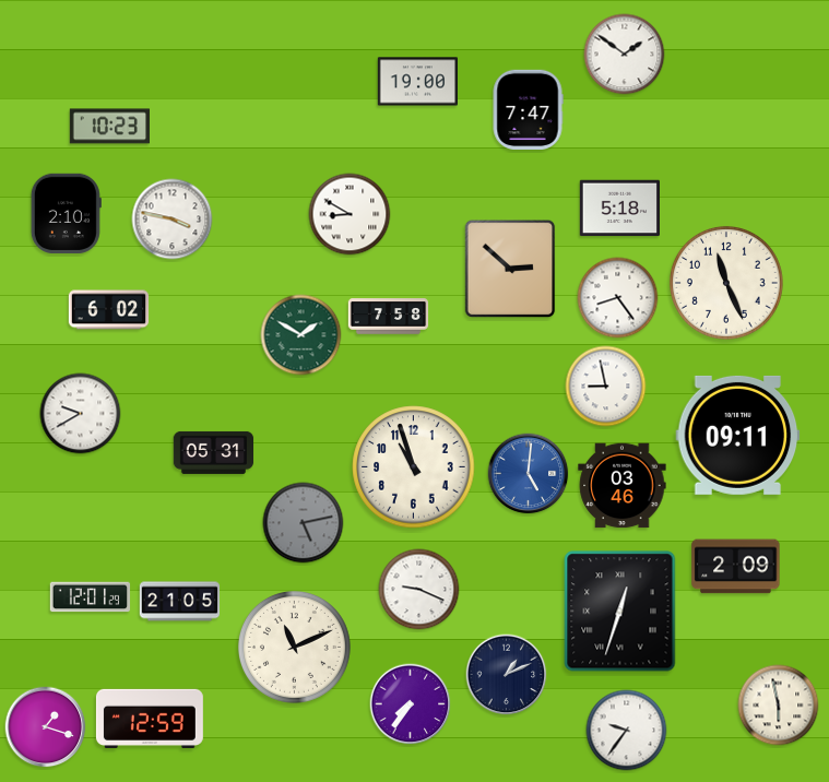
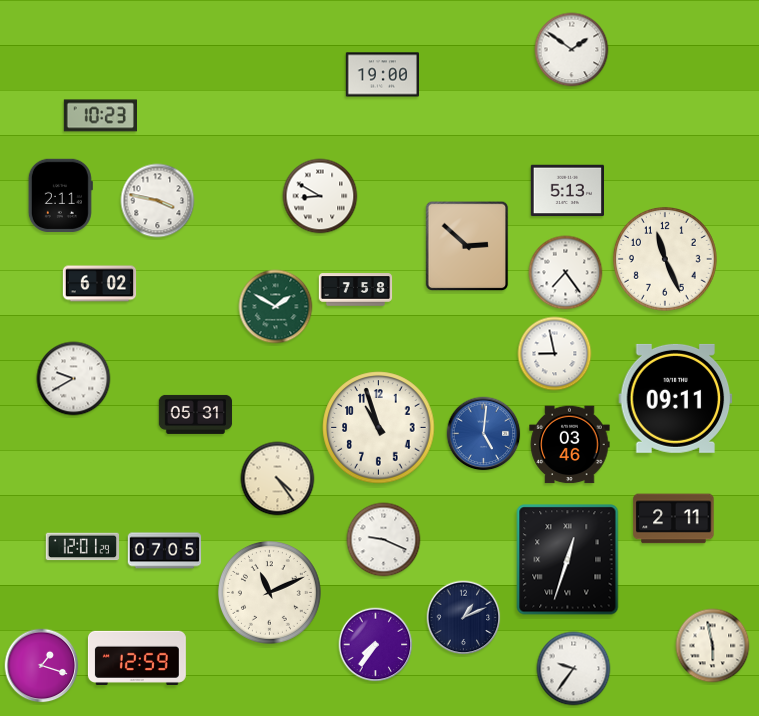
clock at (528, 109): 7:47 -> none
clock at (619, 209): 5:18 -> 5:13
clock at (66, 213): 2:10 -> 2:11
clock at (618, 298): 8:24 -> 7:24
clock at (304, 523): 5:13 -> 4:24
clock at (304, 523) dial: grey -> cream
clock at (736, 567): 2:09 -> 2:11
clock at (180, 602): 21:05 -> 07:05
